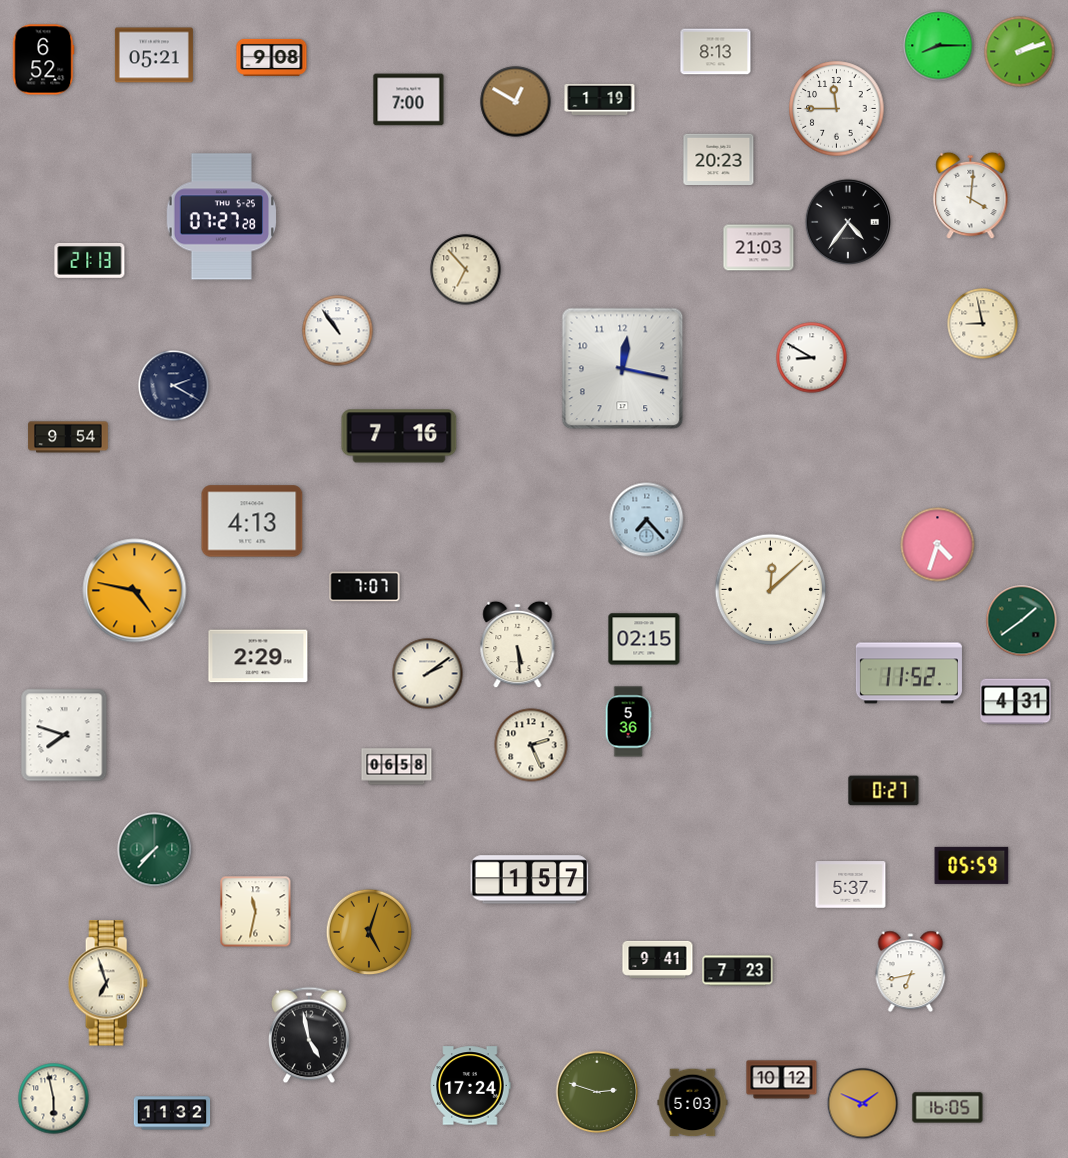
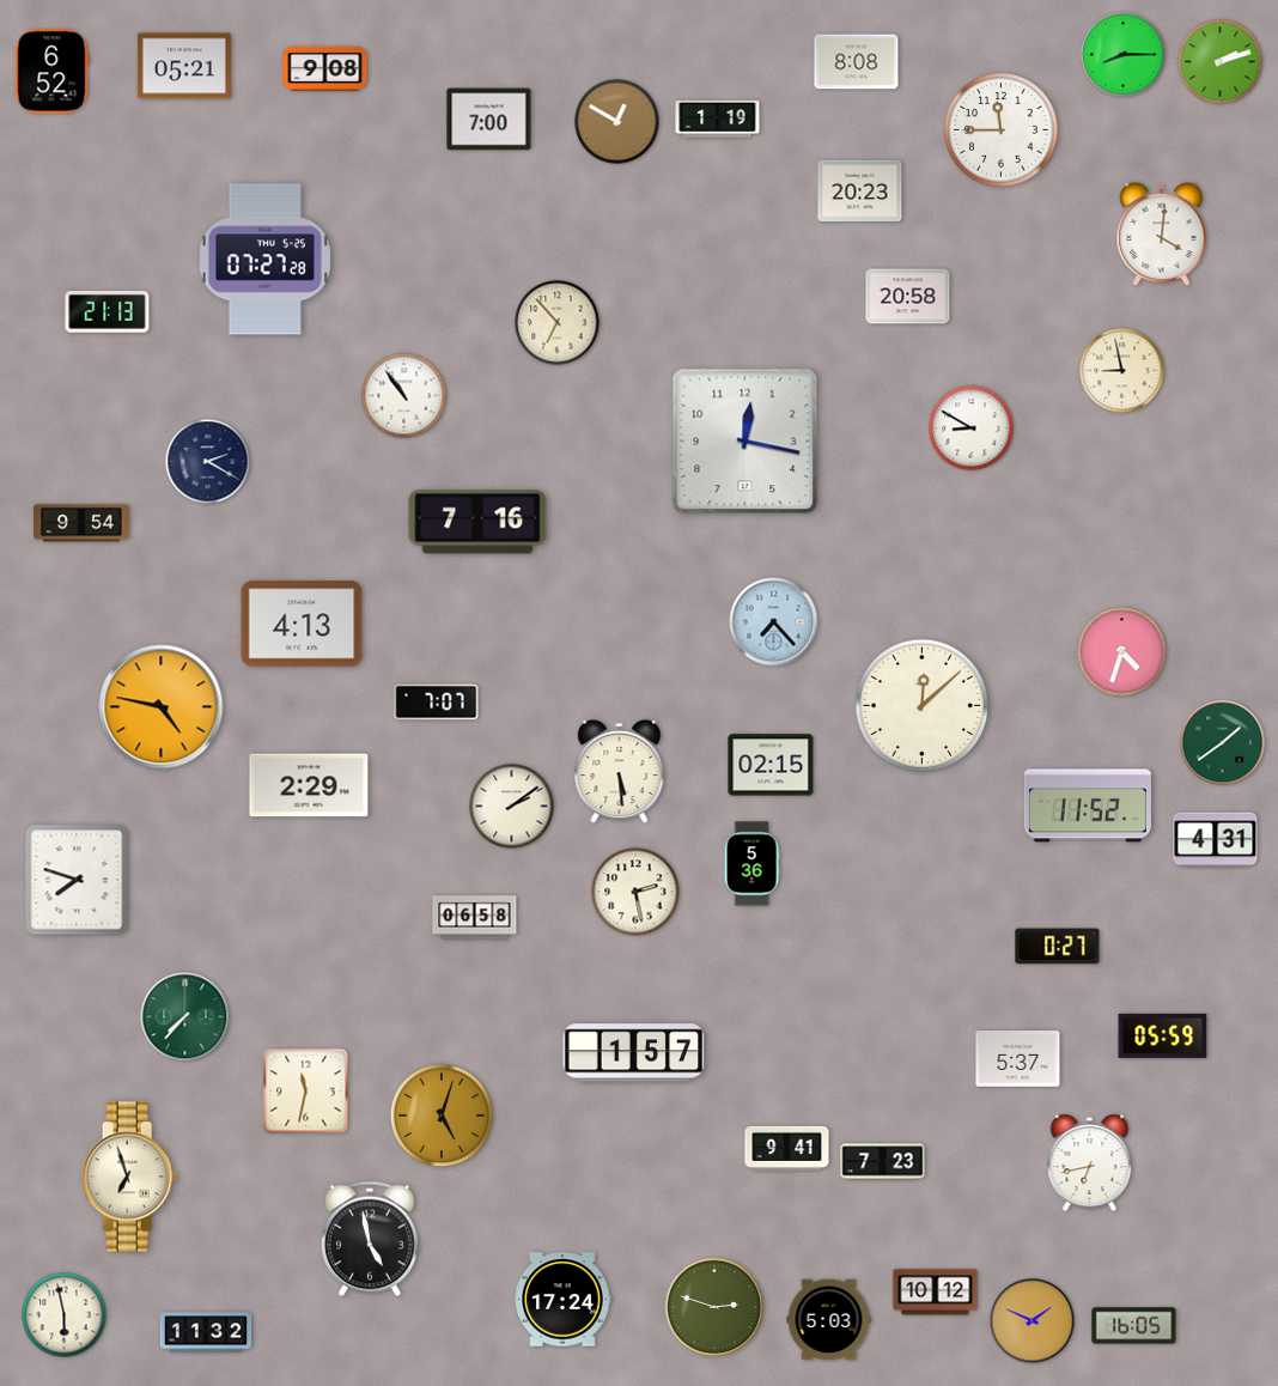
clock at (716, 52): 8:13 -> 8:08
clock at (847, 221): 4:36 -> none
clock at (759, 248): 21:03 -> 20:58
clock at (983, 324) position: (983, 324) -> (1122, 371)
clock at (531, 745): 2:26 -> 2:28
